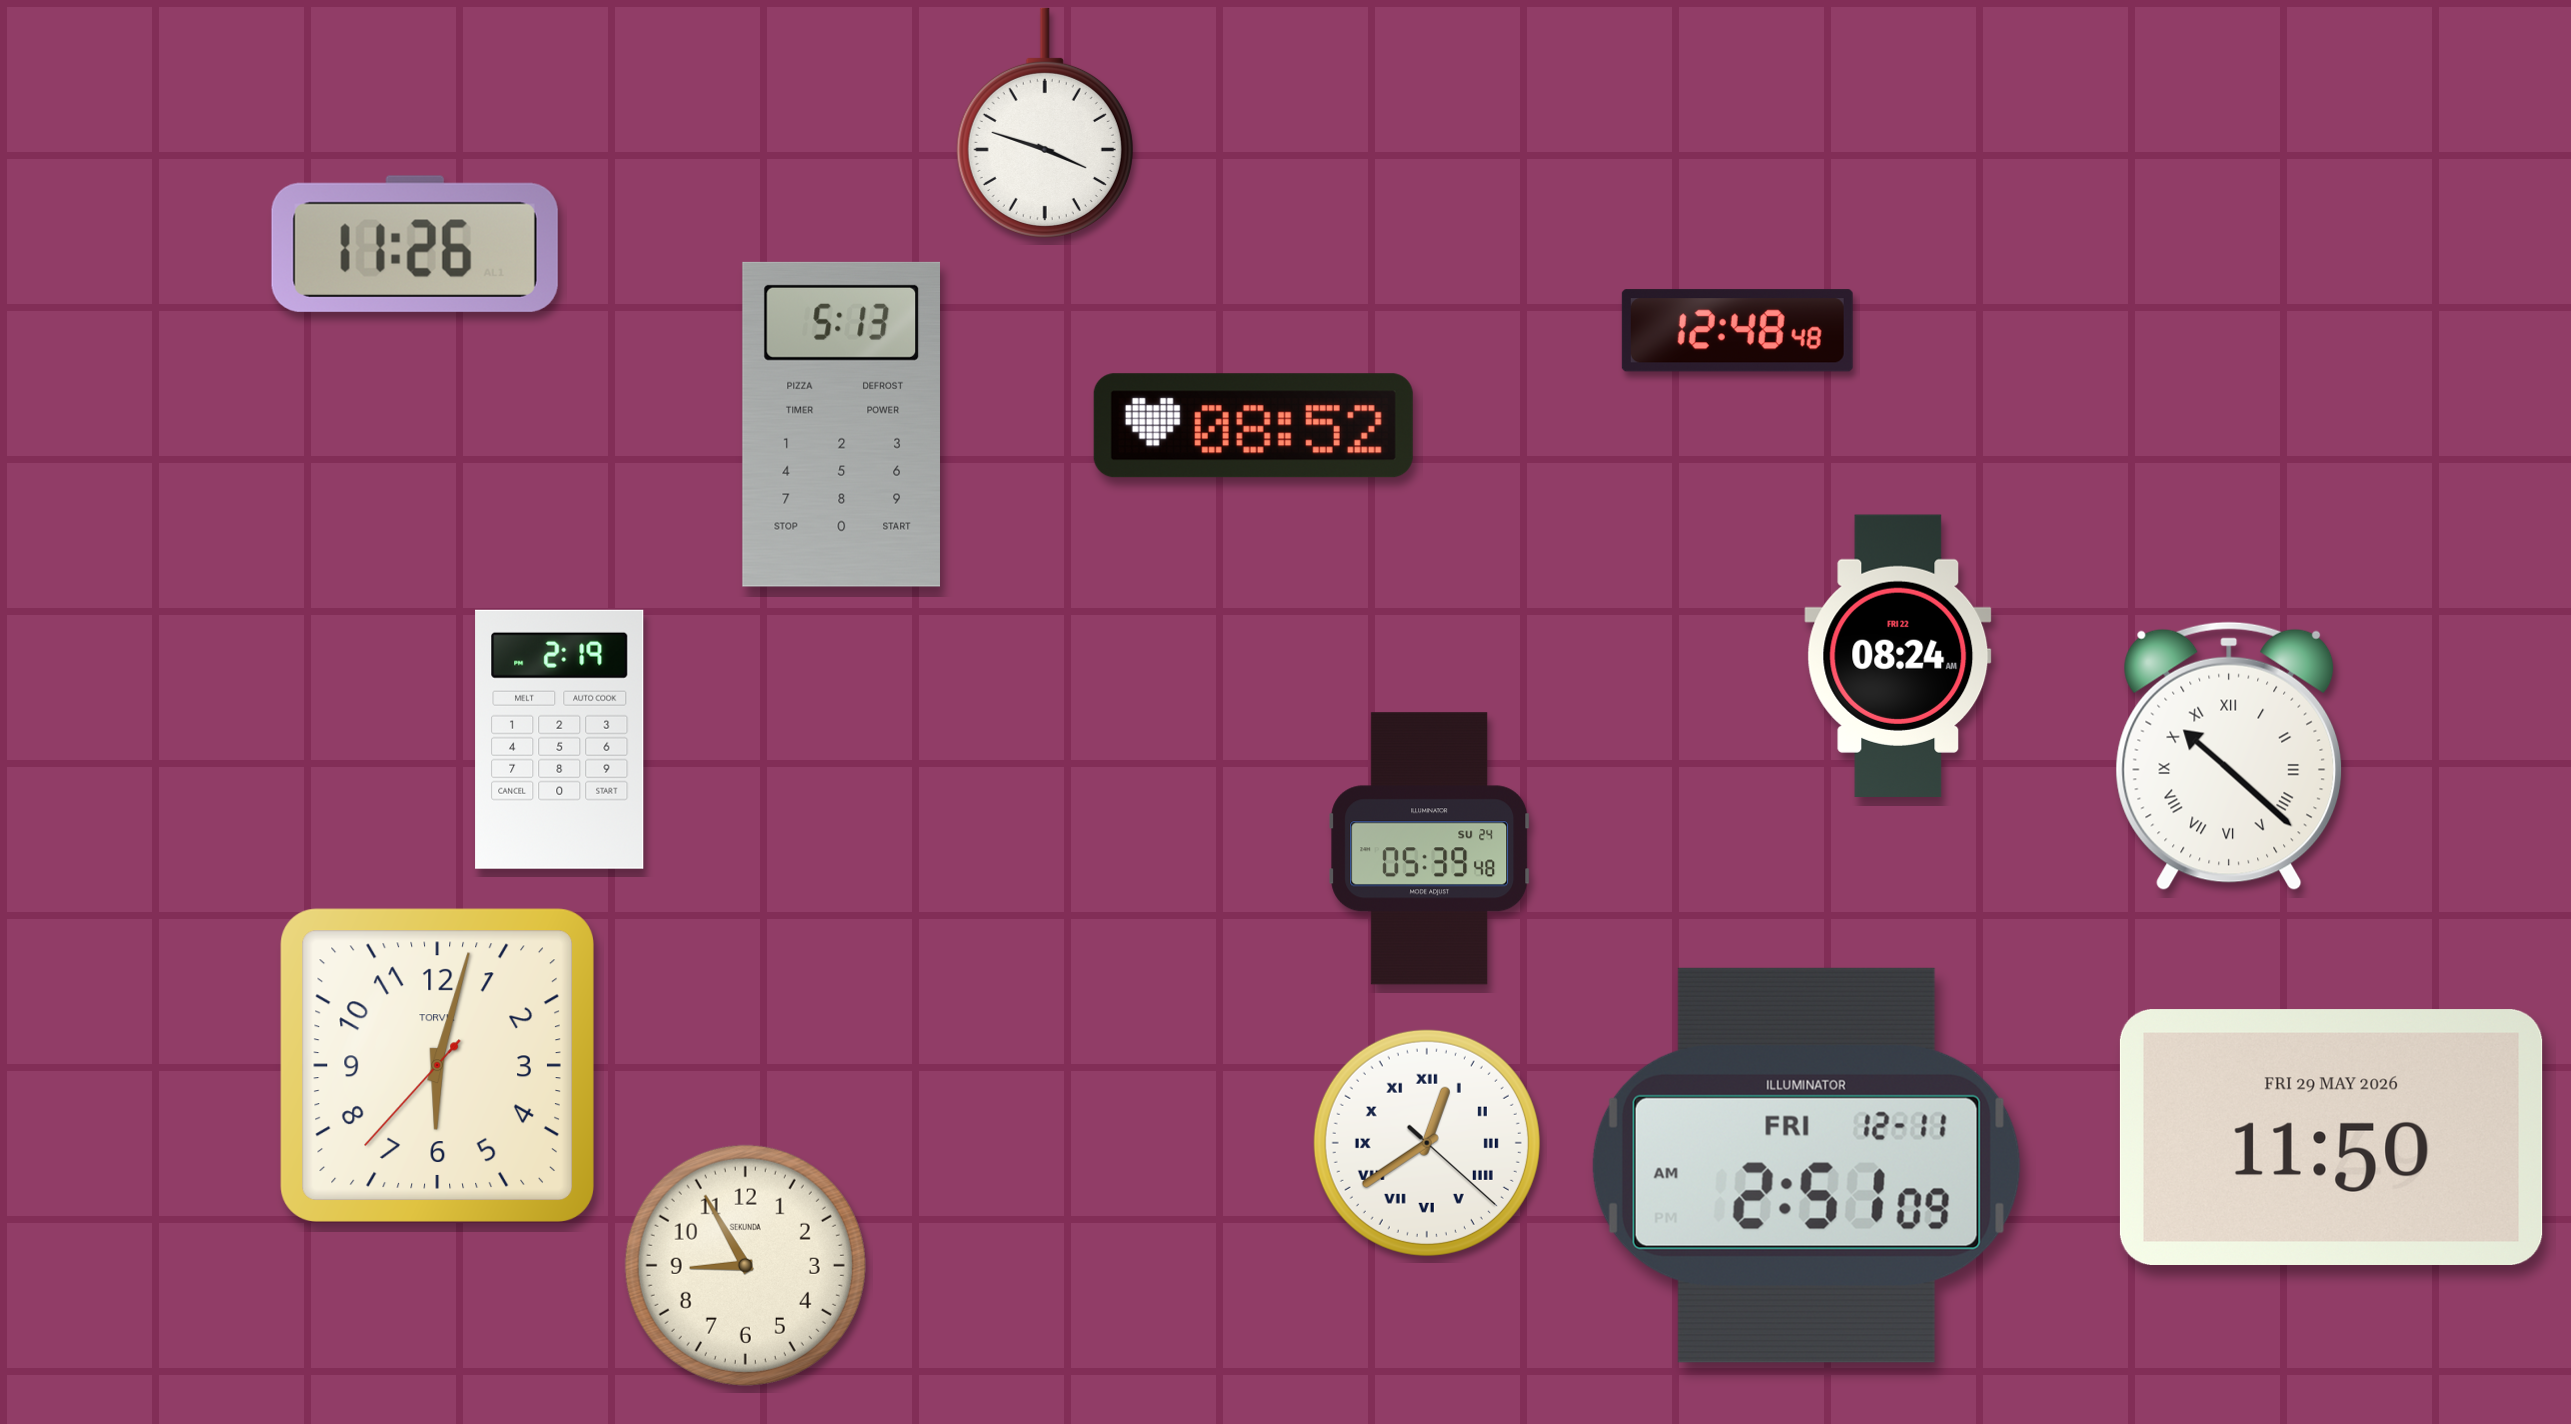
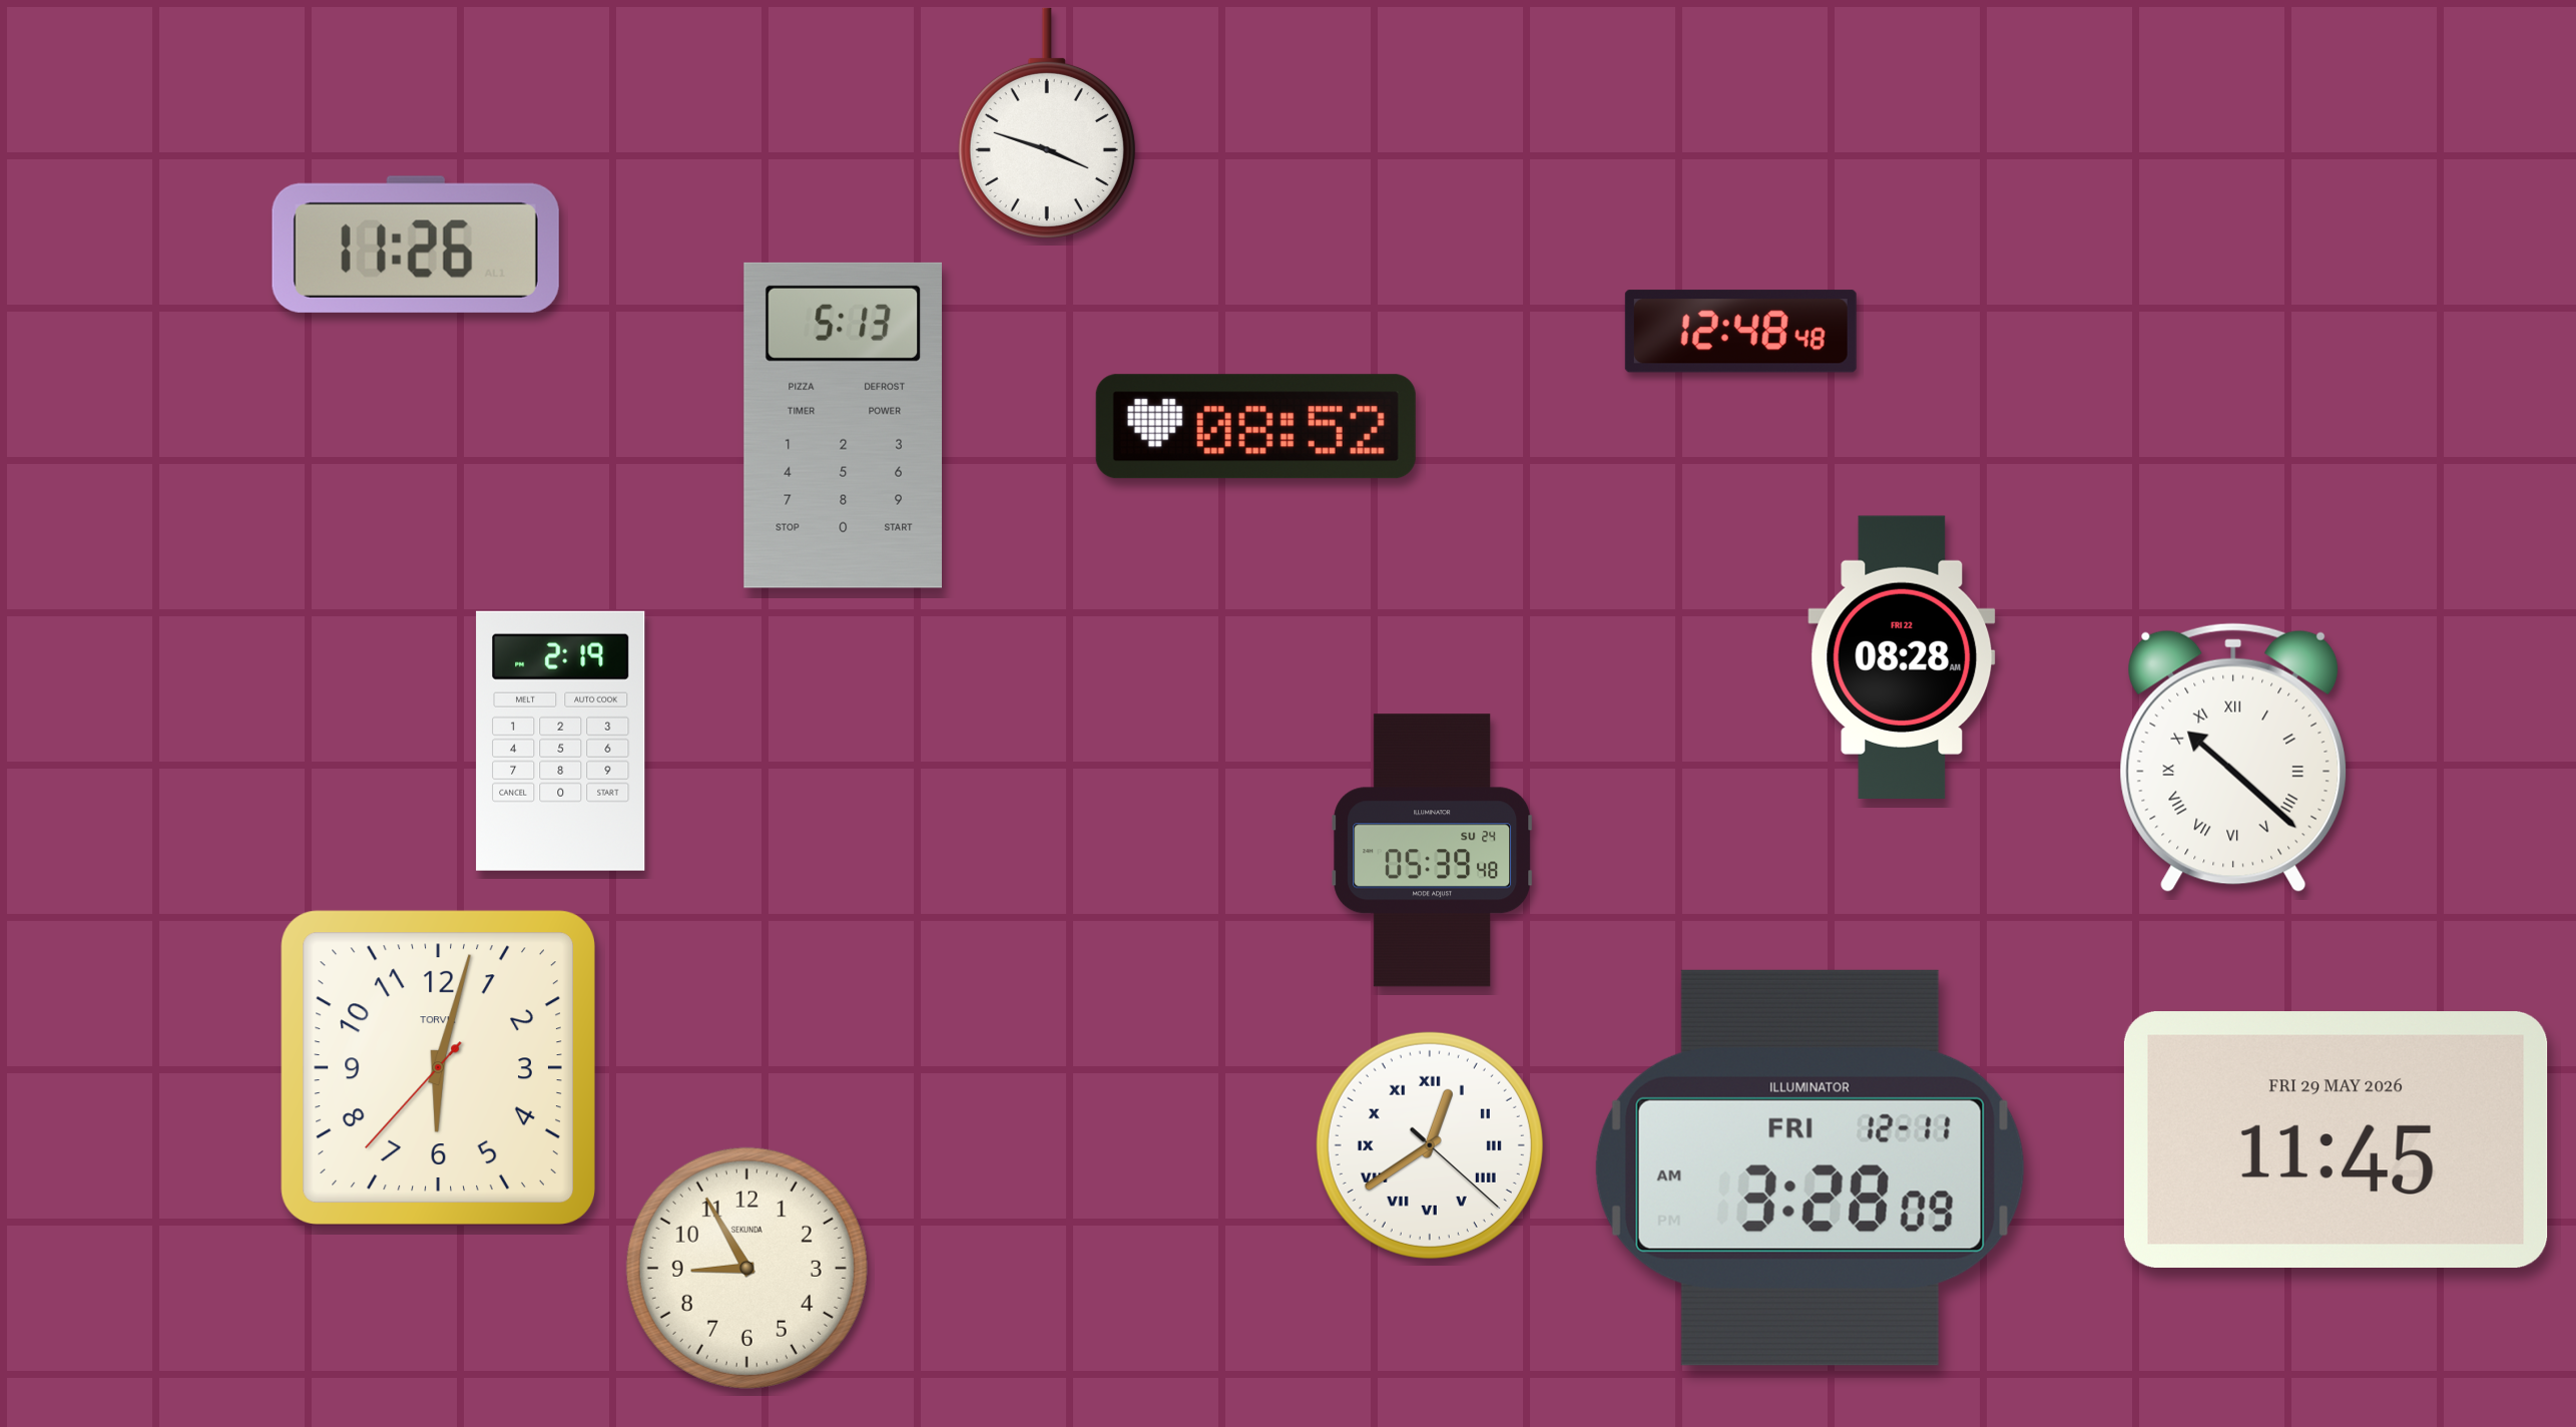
clock at (1898, 655): 08:24 -> 08:28
clock at (2331, 1137): 11:50 -> 11:45
clock at (1806, 1165): 2:51 -> 3:28
